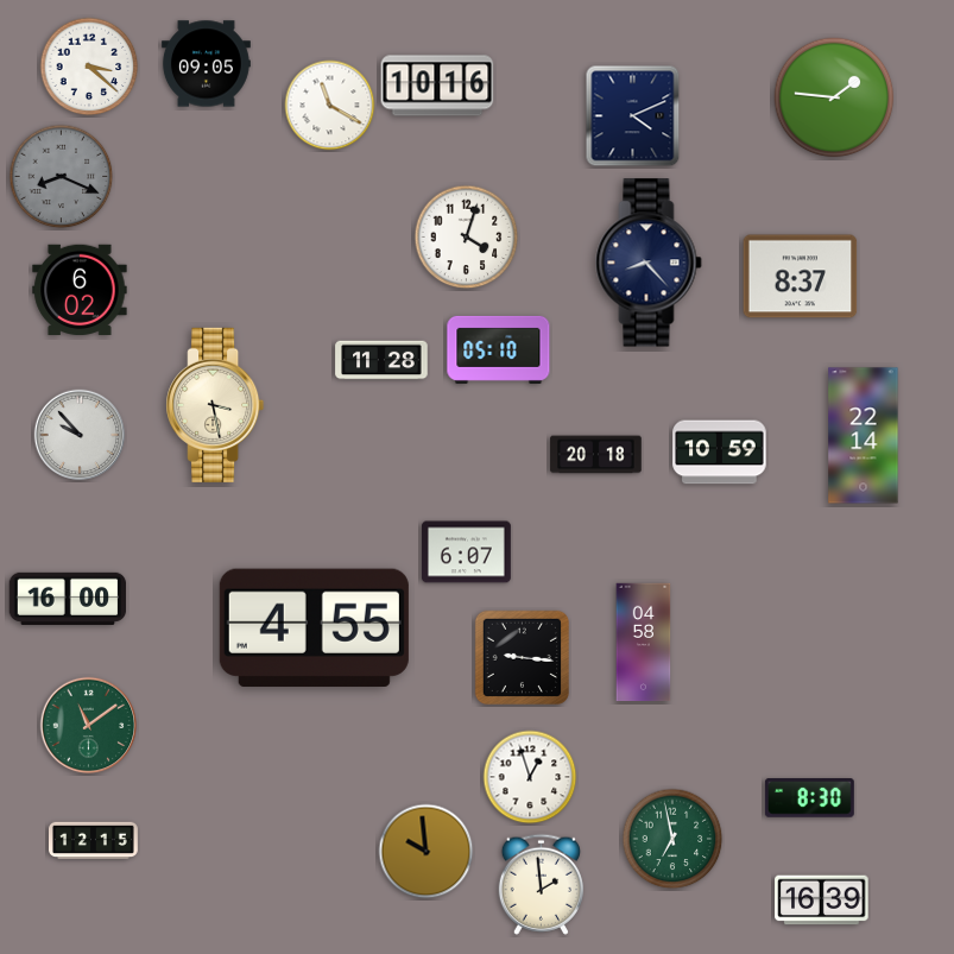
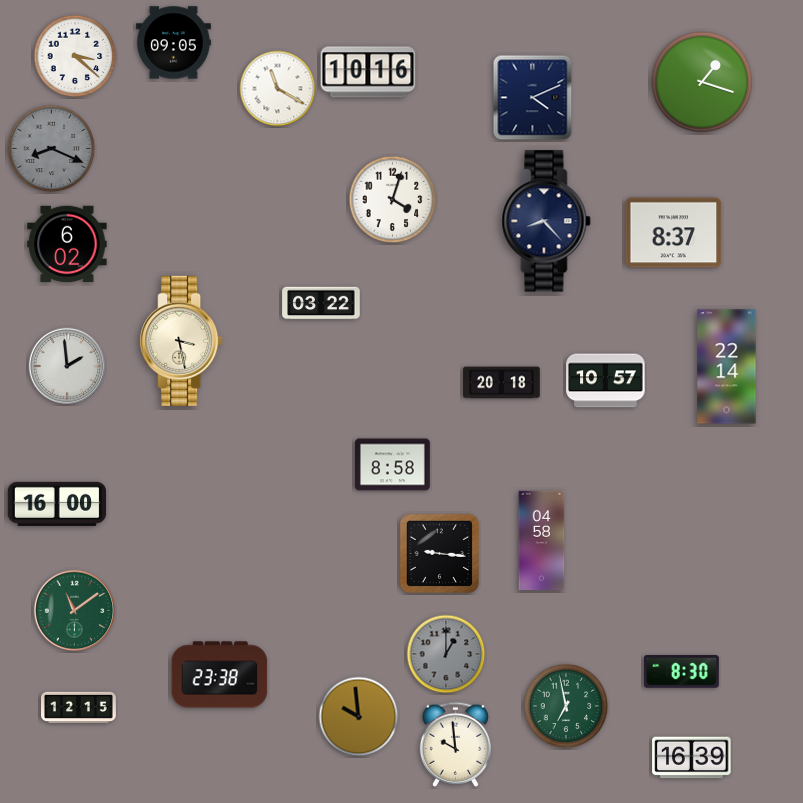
clock at (207, 64) position: (207, 64) -> (174, 43)
clock at (834, 97): 1:46 -> 1:18
clock at (499, 349): 05:10 -> none
clock at (381, 360): 11:28 -> 03:22
clock at (80, 435): 9:53 -> 1:59
clock at (720, 453): 10:59 -> 10:57
clock at (466, 552): 6:07 -> 8:58
clock at (314, 627): 4:55 -> none
clock at (530, 777): 12:57 -> 1:00
clock at (530, 777) dial: white -> grey
clock at (220, 675): none -> 23:38
clock at (541, 884): 1:59 -> 9:59
